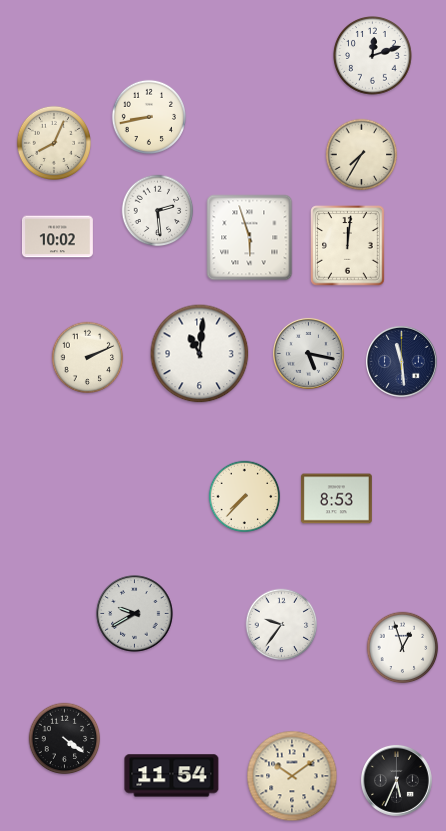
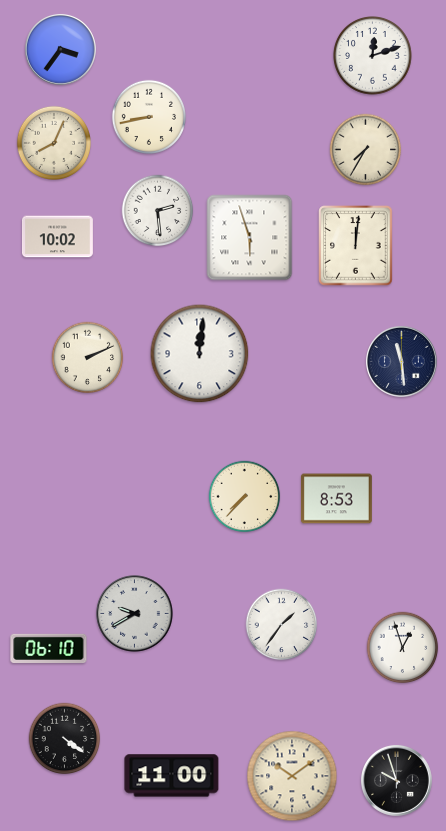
clock at (60, 49): none -> 3:36
clock at (362, 155) position: (362, 155) -> (366, 150)
clock at (348, 246) position: (348, 246) -> (356, 246)
clock at (308, 353): 5:17 -> none
clock at (200, 354): 11:01 -> 12:01
clock at (282, 625): 9:36 -> 1:36
clock at (49, 648): none -> 06:10
clock at (172, 776): 11:54 -> 11:00
clock at (396, 780): 5:34 -> 9:57
